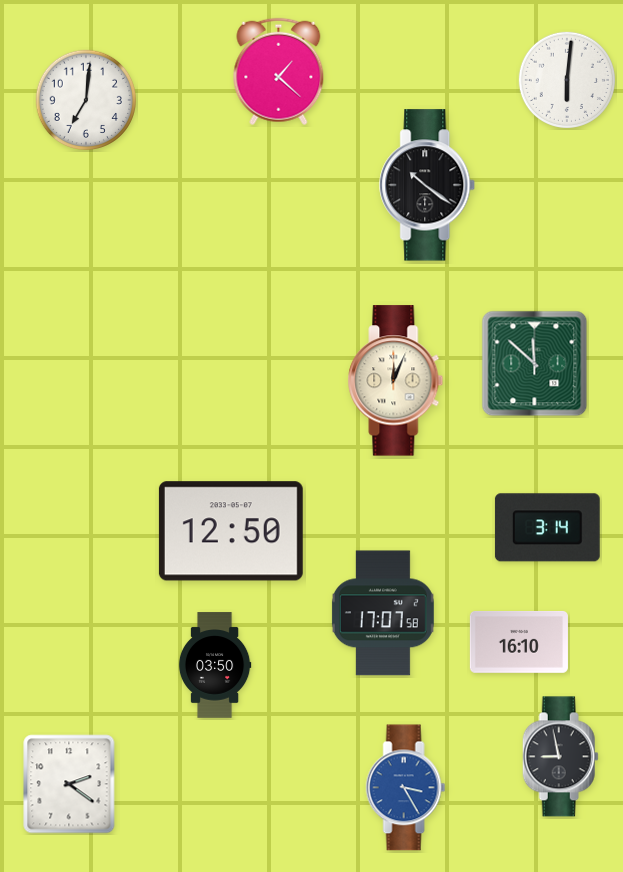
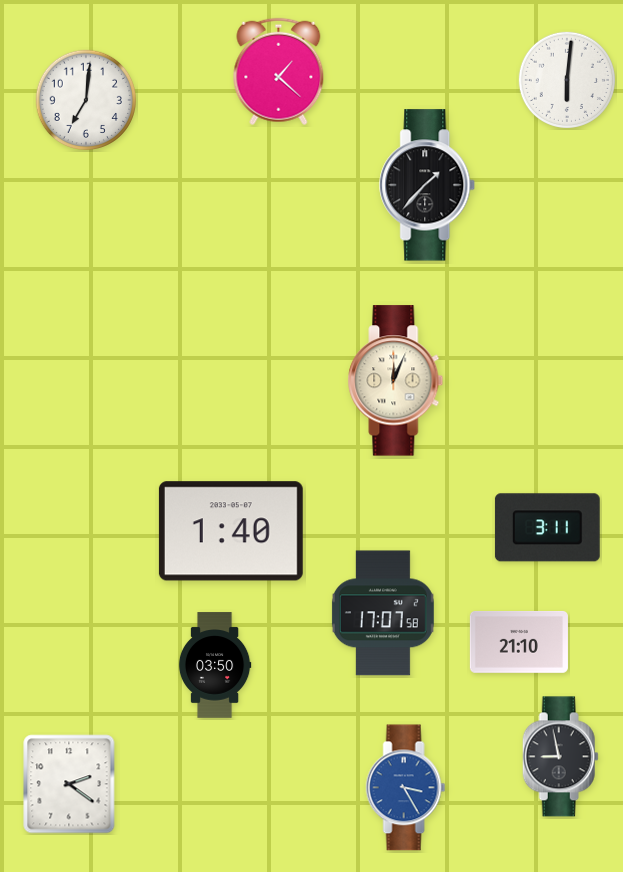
clock at (428, 185): 10:21 -> 1:37
clock at (535, 364): 11:52 -> none
clock at (547, 528): 3:14 -> 3:11
clock at (231, 531): 12:50 -> 1:40
clock at (519, 642): 16:10 -> 21:10
